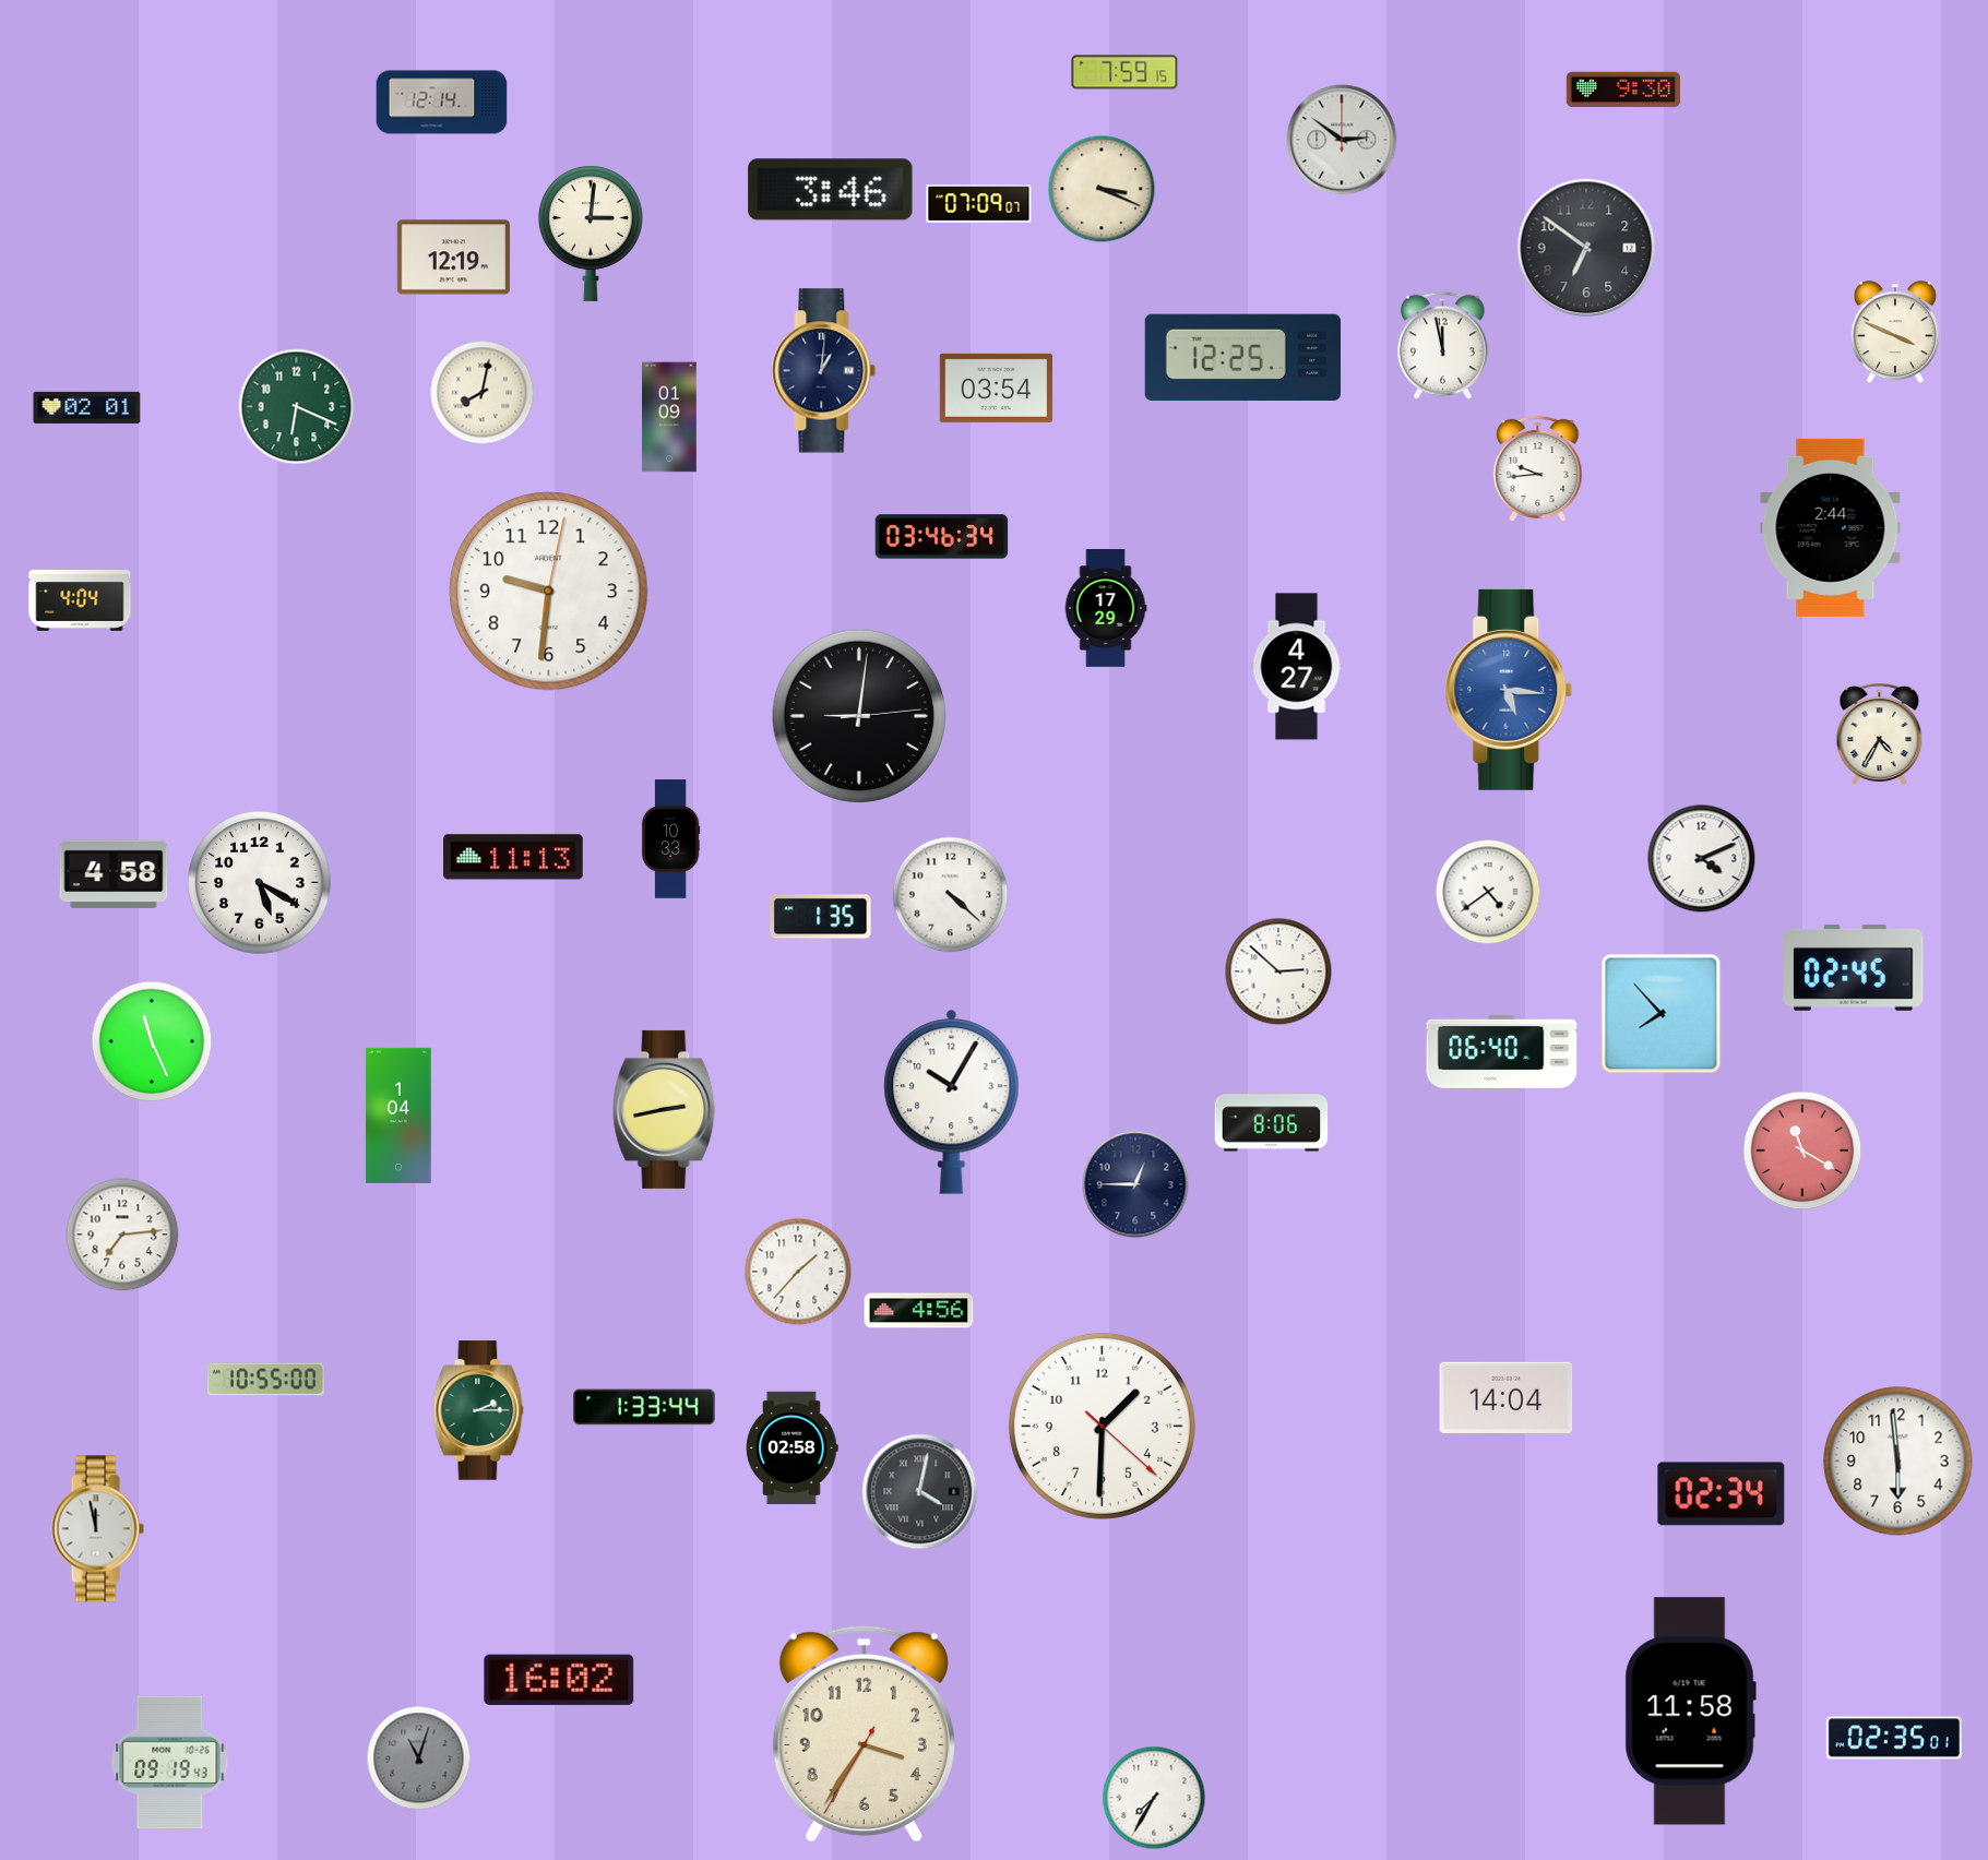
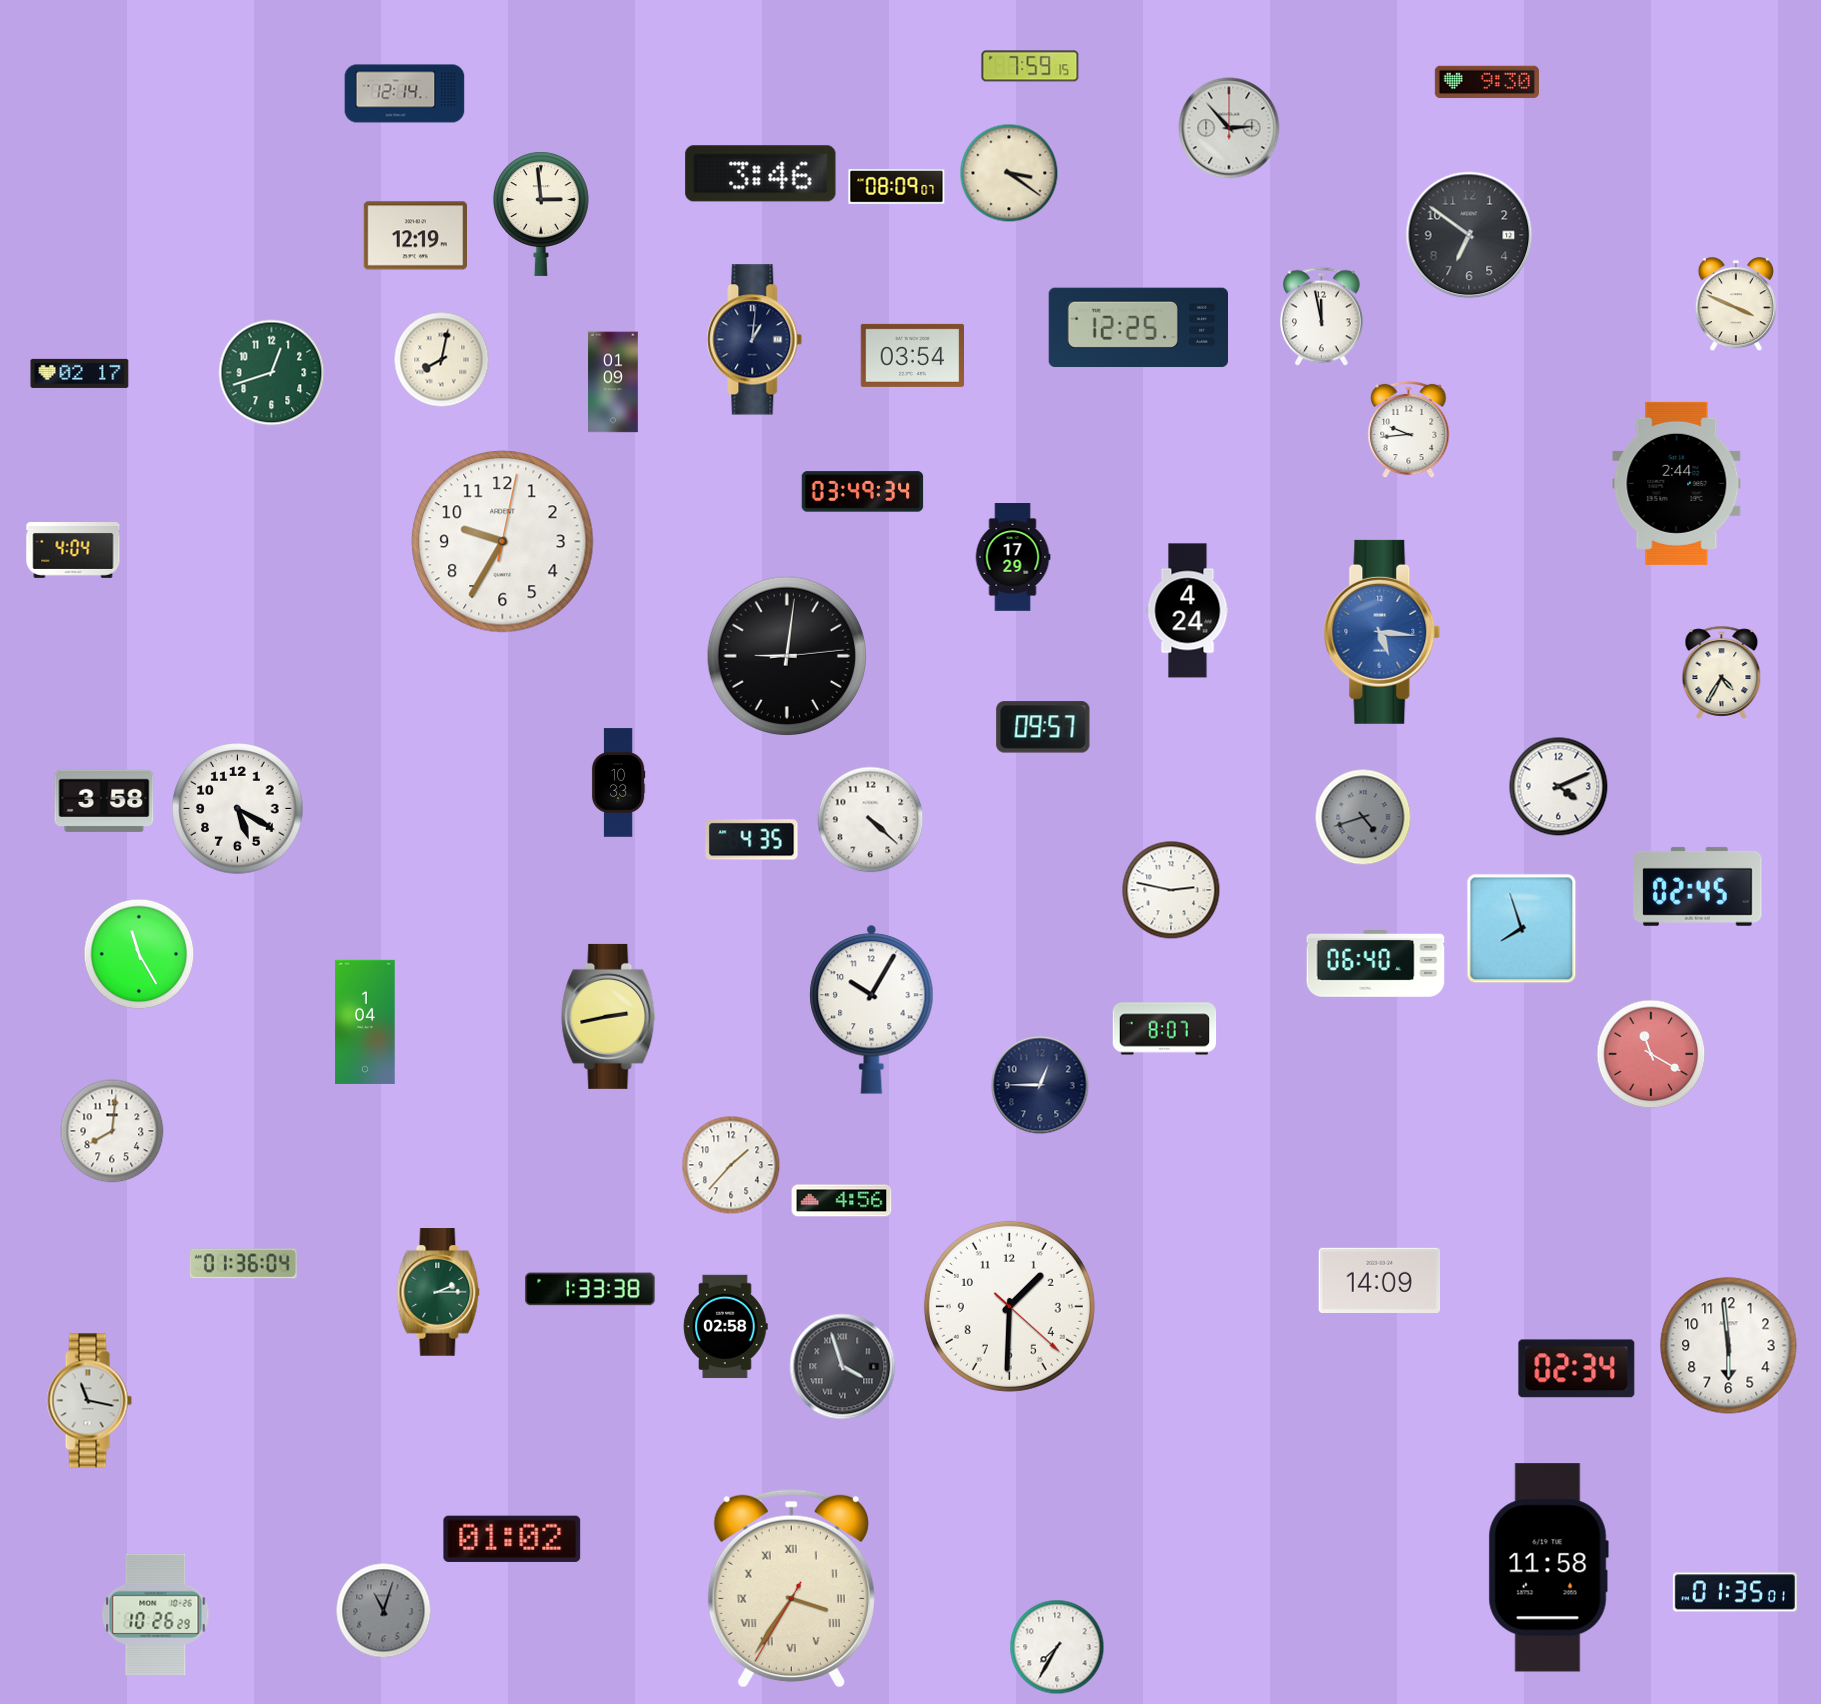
clock at (1342, 140): 2:51 -> 2:53
clock at (1102, 189): 3:19 -> 3:21
clock at (979, 204): 07:09 -> 08:09
clock at (591, 234): 3:01 -> 2:59
clock at (1586, 248) position: (1586, 248) -> (1469, 235)
clock at (87, 407): 02:01 -> 02:17
clock at (297, 407): 6:19 -> 12:42
clock at (942, 537): 03:46 -> 03:49
clock at (549, 592): 9:31 -> 9:35
clock at (1297, 667): 4:27 -> 4:24
clock at (1043, 727): none -> 09:57
clock at (670, 839) position: (670, 839) -> (618, 783)
clock at (514, 857): 11:13 -> none
clock at (114, 874): 4:58 -> 3:58
clock at (1488, 892): 4:39 -> 4:42
clock at (1488, 892) dial: white -> grey
clock at (821, 917): 1:35 -> 4:35
clock at (1278, 971): 2:52 -> 2:47
clock at (1662, 1014): 7:53 -> 7:57
clock at (152, 1041): 11:26 -> 11:25
clock at (1272, 1123): 8:06 -> 8:07
clock at (122, 1235): 7:14 -> 8:01
clock at (265, 1380): 10:55 -> 01:36
clock at (1507, 1397): 14:04 -> 14:09
clock at (644, 1407): 1:33:44 -> 1:33:38
clock at (1898, 1462) position: (1898, 1462) -> (1729, 1346)
clock at (920, 1492): 4:02 -> 3:57
clock at (97, 1529): 11:58 -> 11:17
clock at (559, 1680): 16:02 -> 01:02
clock at (864, 1733) numerals: Arabic -> Roman
clock at (1894, 1738): 02:35 -> 01:35
clock at (170, 1763): 09:19 -> 10:26
